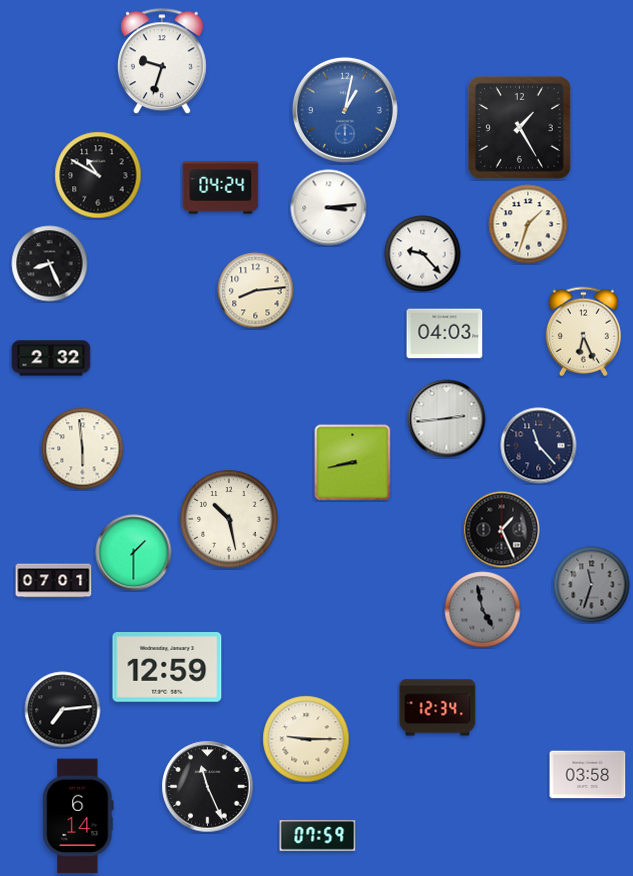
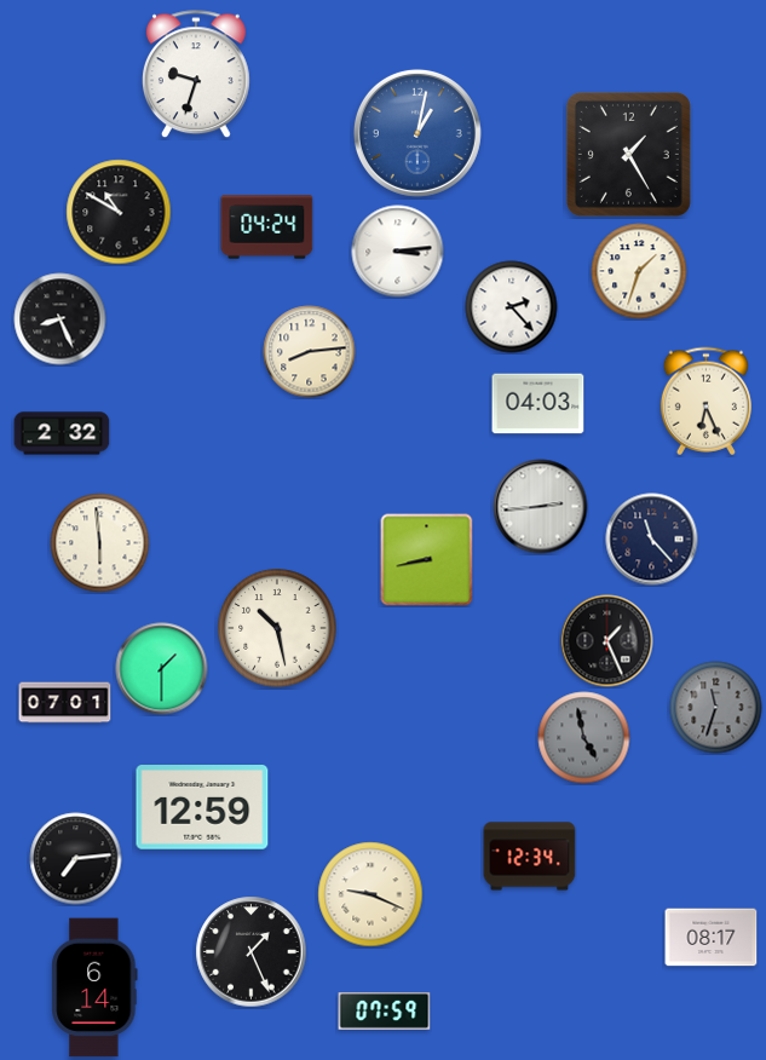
clock at (423, 254): 9:23 -> 2:23
clock at (306, 739): 9:15 -> 9:19
clock at (588, 775): 03:58 -> 08:17
clock at (208, 787): 11:26 -> 1:26
